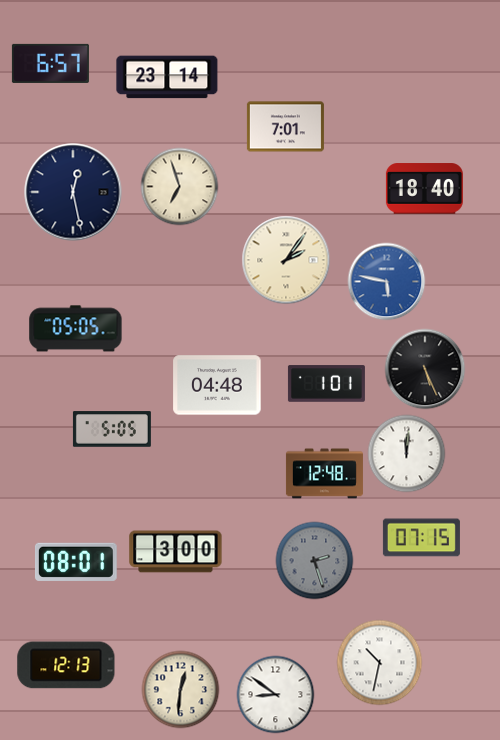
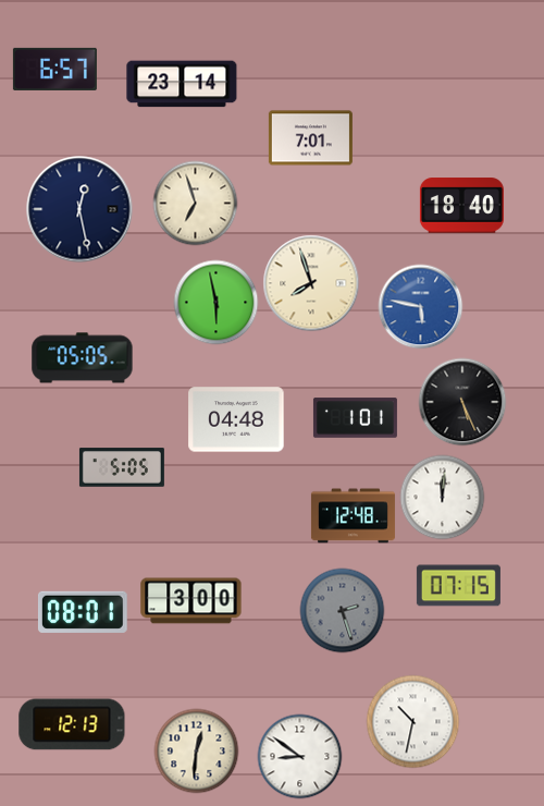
clock at (286, 260): 2:06 -> 7:57
clock at (215, 302): none -> 5:58
clock at (406, 453) position: (406, 453) -> (442, 497)
